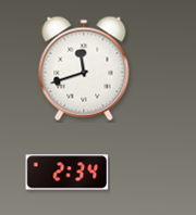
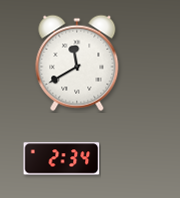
clock at (84, 68): 11:42 -> 11:40
